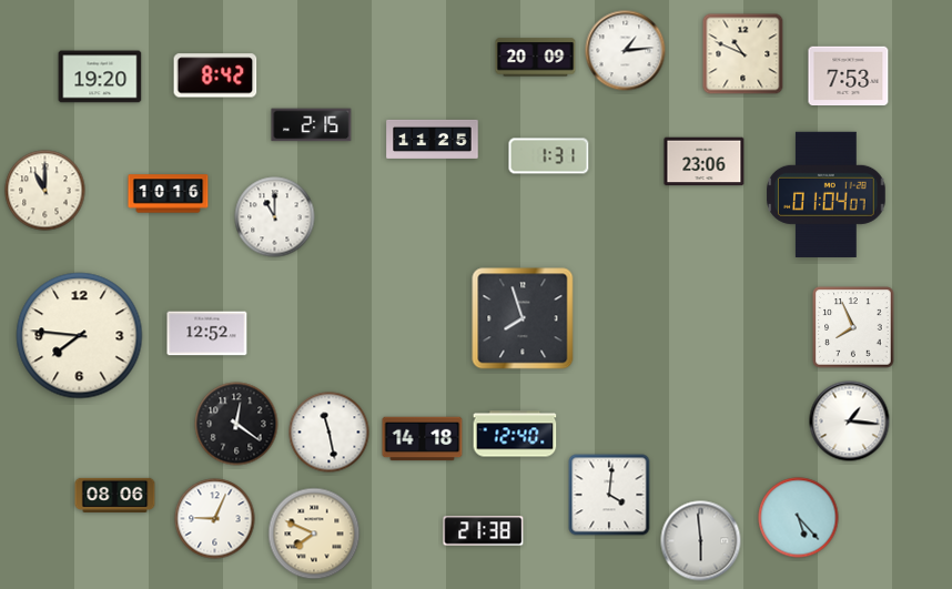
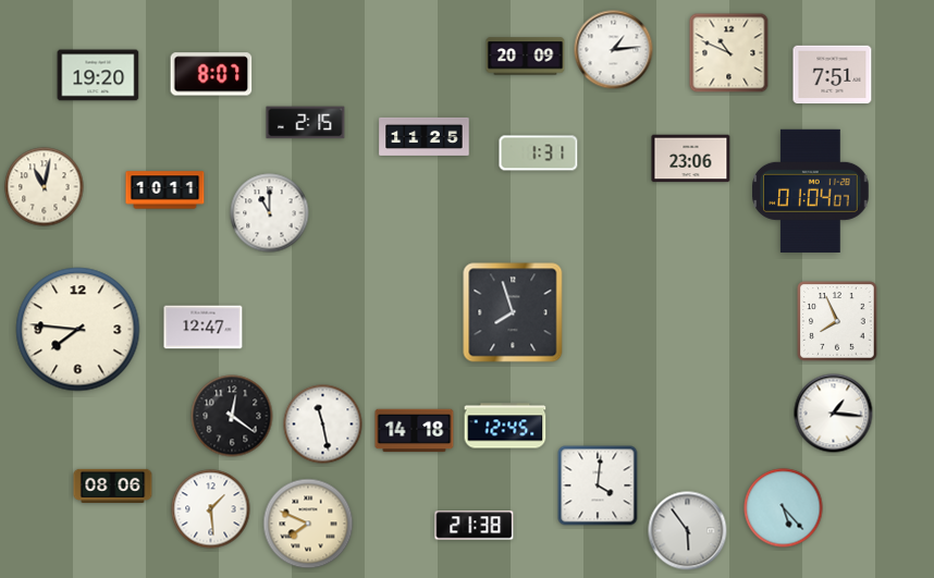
clock at (215, 75): 8:42 -> 8:07
clock at (849, 77): 7:53 -> 7:51
clock at (45, 191): 11:00 -> 11:02
clock at (169, 194): 10:16 -> 10:11
clock at (207, 334): 12:52 -> 12:47
clock at (515, 434): 12:40 -> 12:45
clock at (215, 519): 9:04 -> 1:29
clock at (484, 531) position: (484, 531) -> (475, 526)
clock at (701, 541): 5:59 -> 5:54
